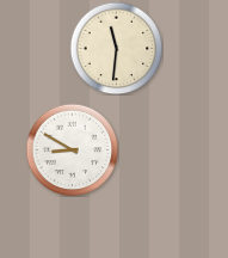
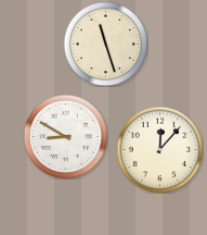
clock at (116, 48): 11:31 -> 11:27
clock at (159, 149): none -> 12:07
